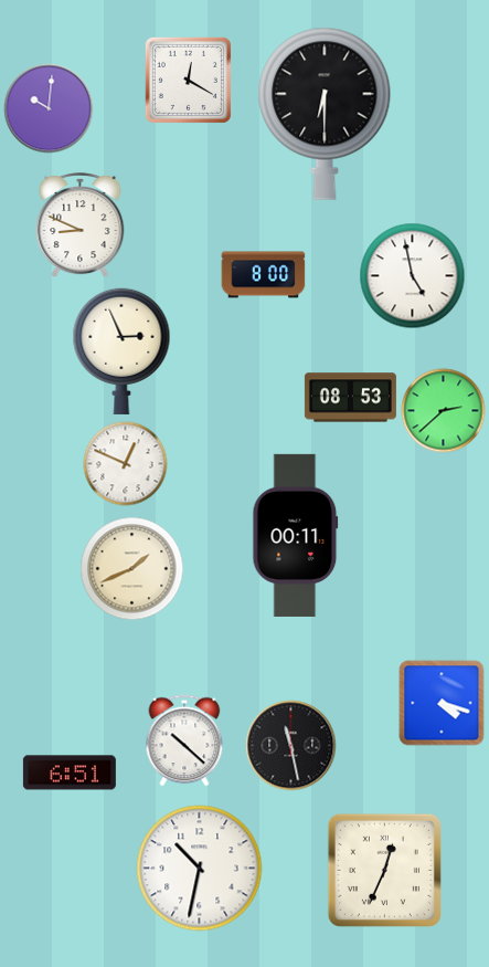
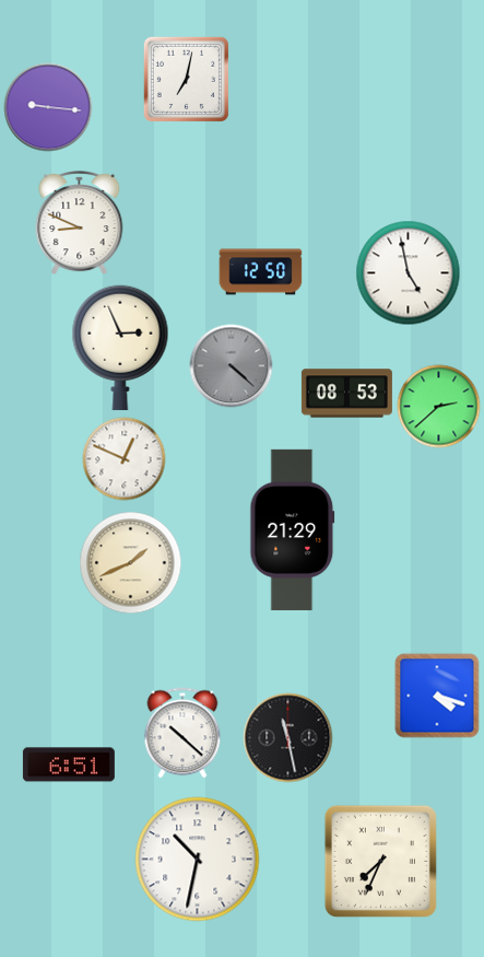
clock at (188, 80): 12:20 -> 7:02
clock at (49, 108): 10:01 -> 9:16
clock at (325, 114): 6:30 -> none
clock at (264, 275): 8:00 -> 12:50
clock at (232, 366): none -> 4:22
clock at (296, 535): 00:11 -> 21:29
clock at (384, 870): 12:34 -> 7:34
